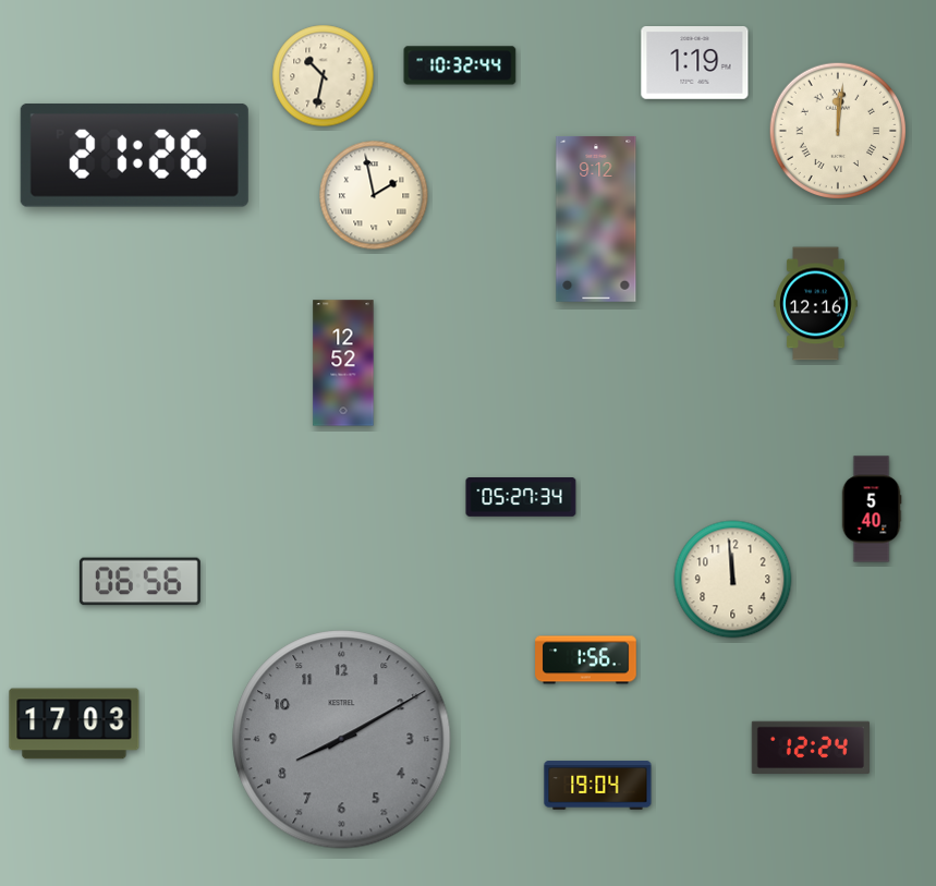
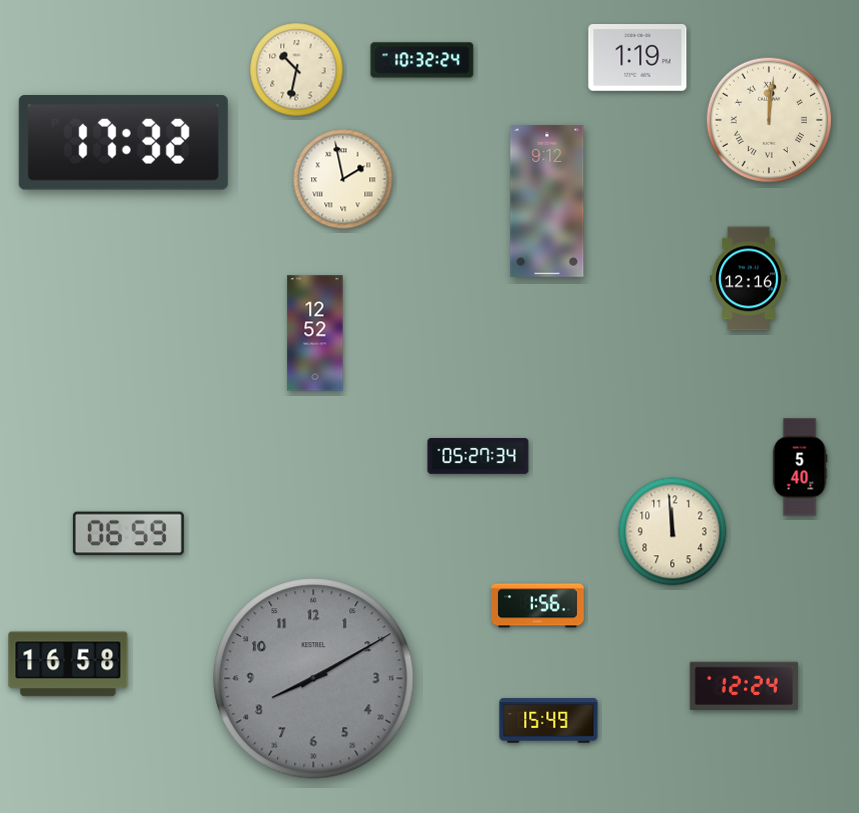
clock at (460, 65): 10:32:44 -> 10:32:24
clock at (134, 155): 21:26 -> 17:32
clock at (139, 582): 06:56 -> 06:59
clock at (74, 724): 17:03 -> 16:58
clock at (598, 786): 19:04 -> 15:49
